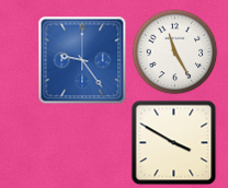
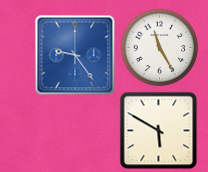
clock at (173, 142): 3:50 -> 5:50
